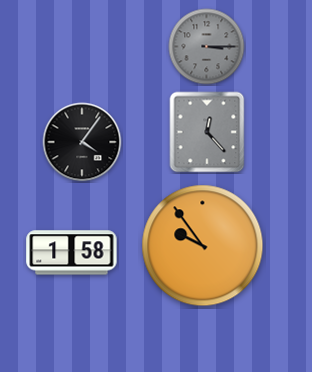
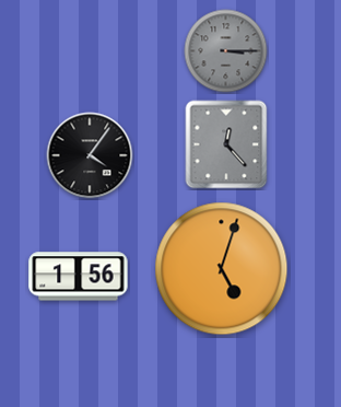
clock at (203, 246): 9:54 -> 5:03
clock at (72, 253): 1:58 -> 1:56
